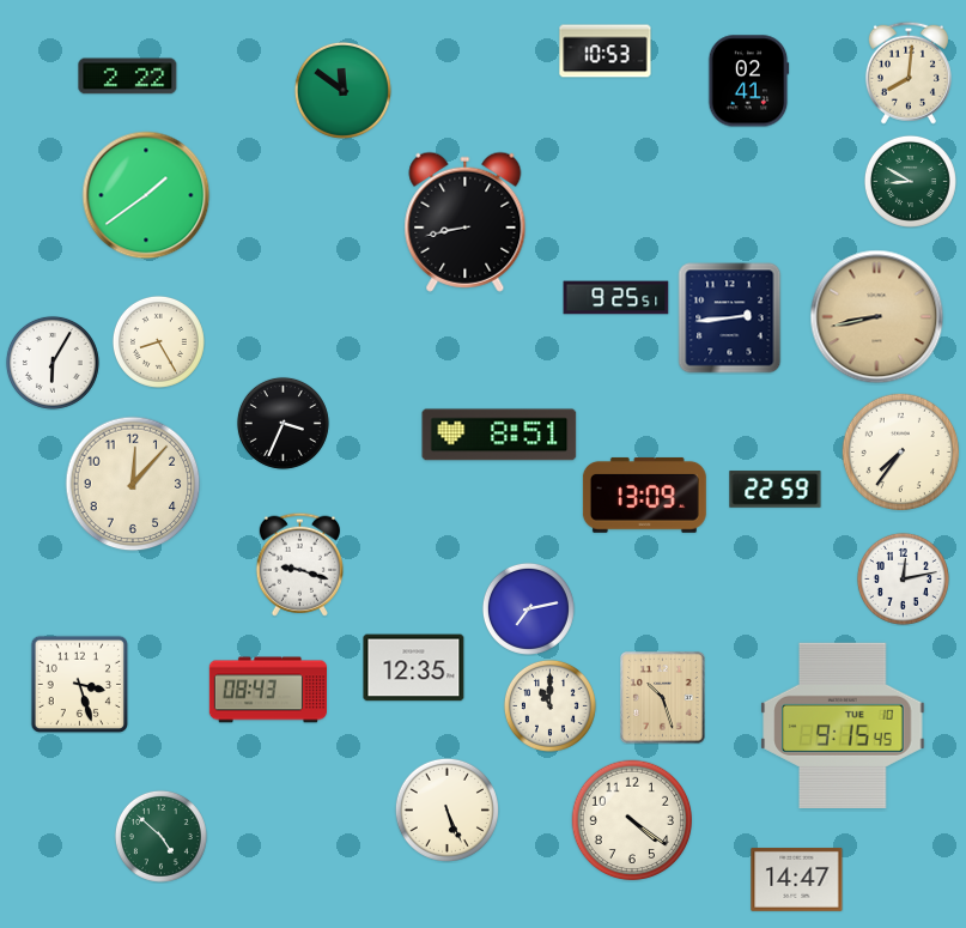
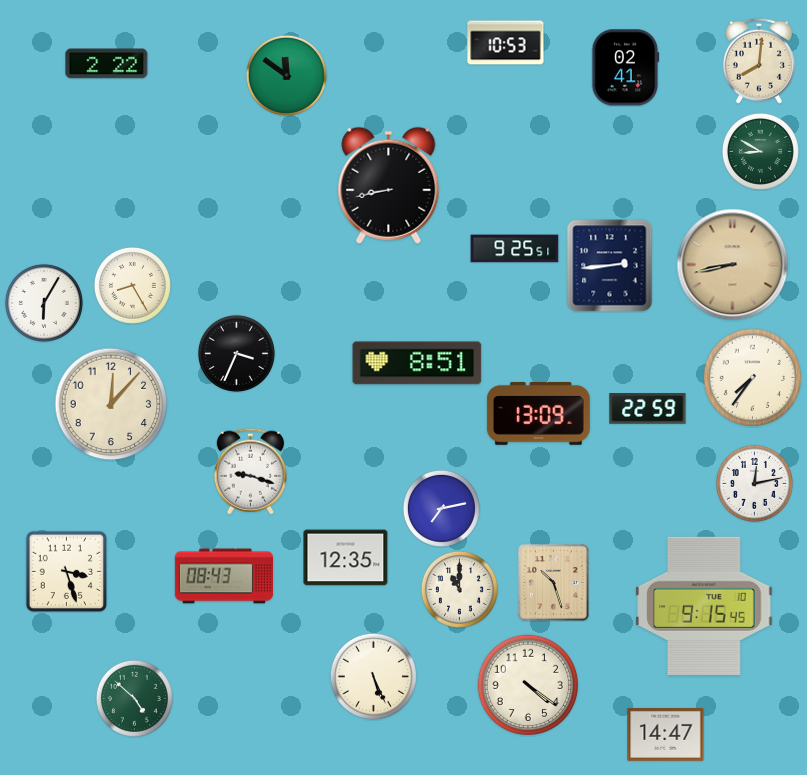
clock at (146, 195): 1:39 -> none
